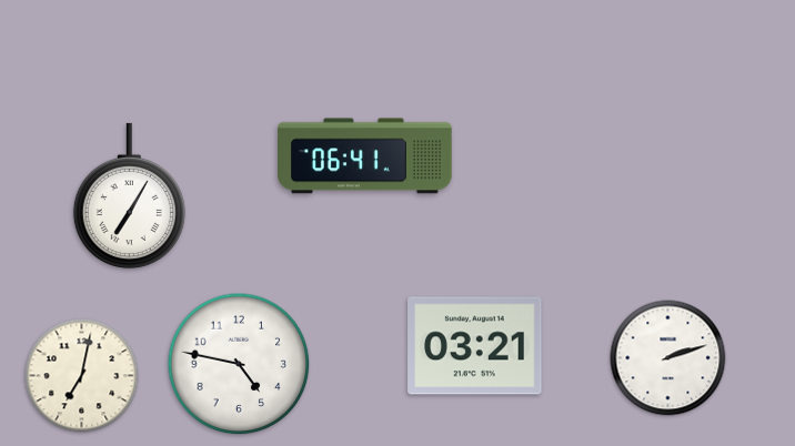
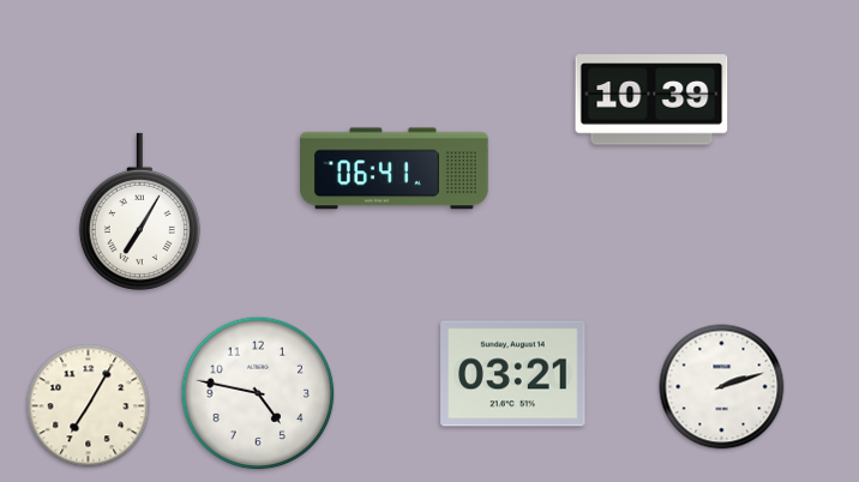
clock at (651, 100): none -> 10:39
clock at (82, 376): 7:02 -> 7:05
